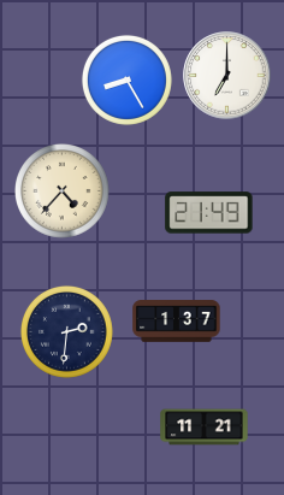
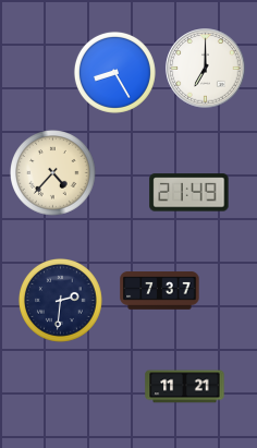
clock at (63, 191) position: (63, 191) -> (53, 173)
clock at (177, 322): 1:37 -> 7:37
